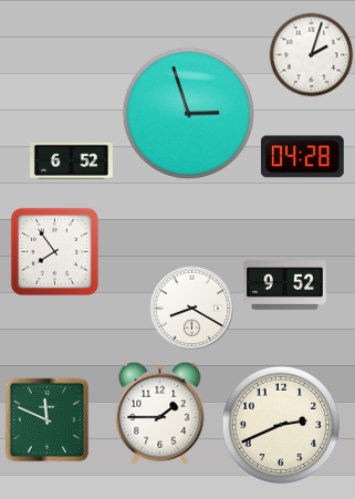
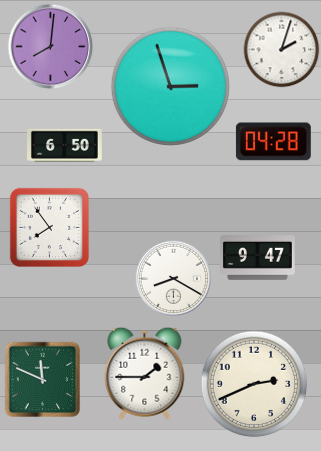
clock at (51, 47): none -> 8:01
clock at (188, 113) position: (188, 113) -> (170, 86)
clock at (72, 160): 6:52 -> 6:50
clock at (285, 285): 9:52 -> 9:47
